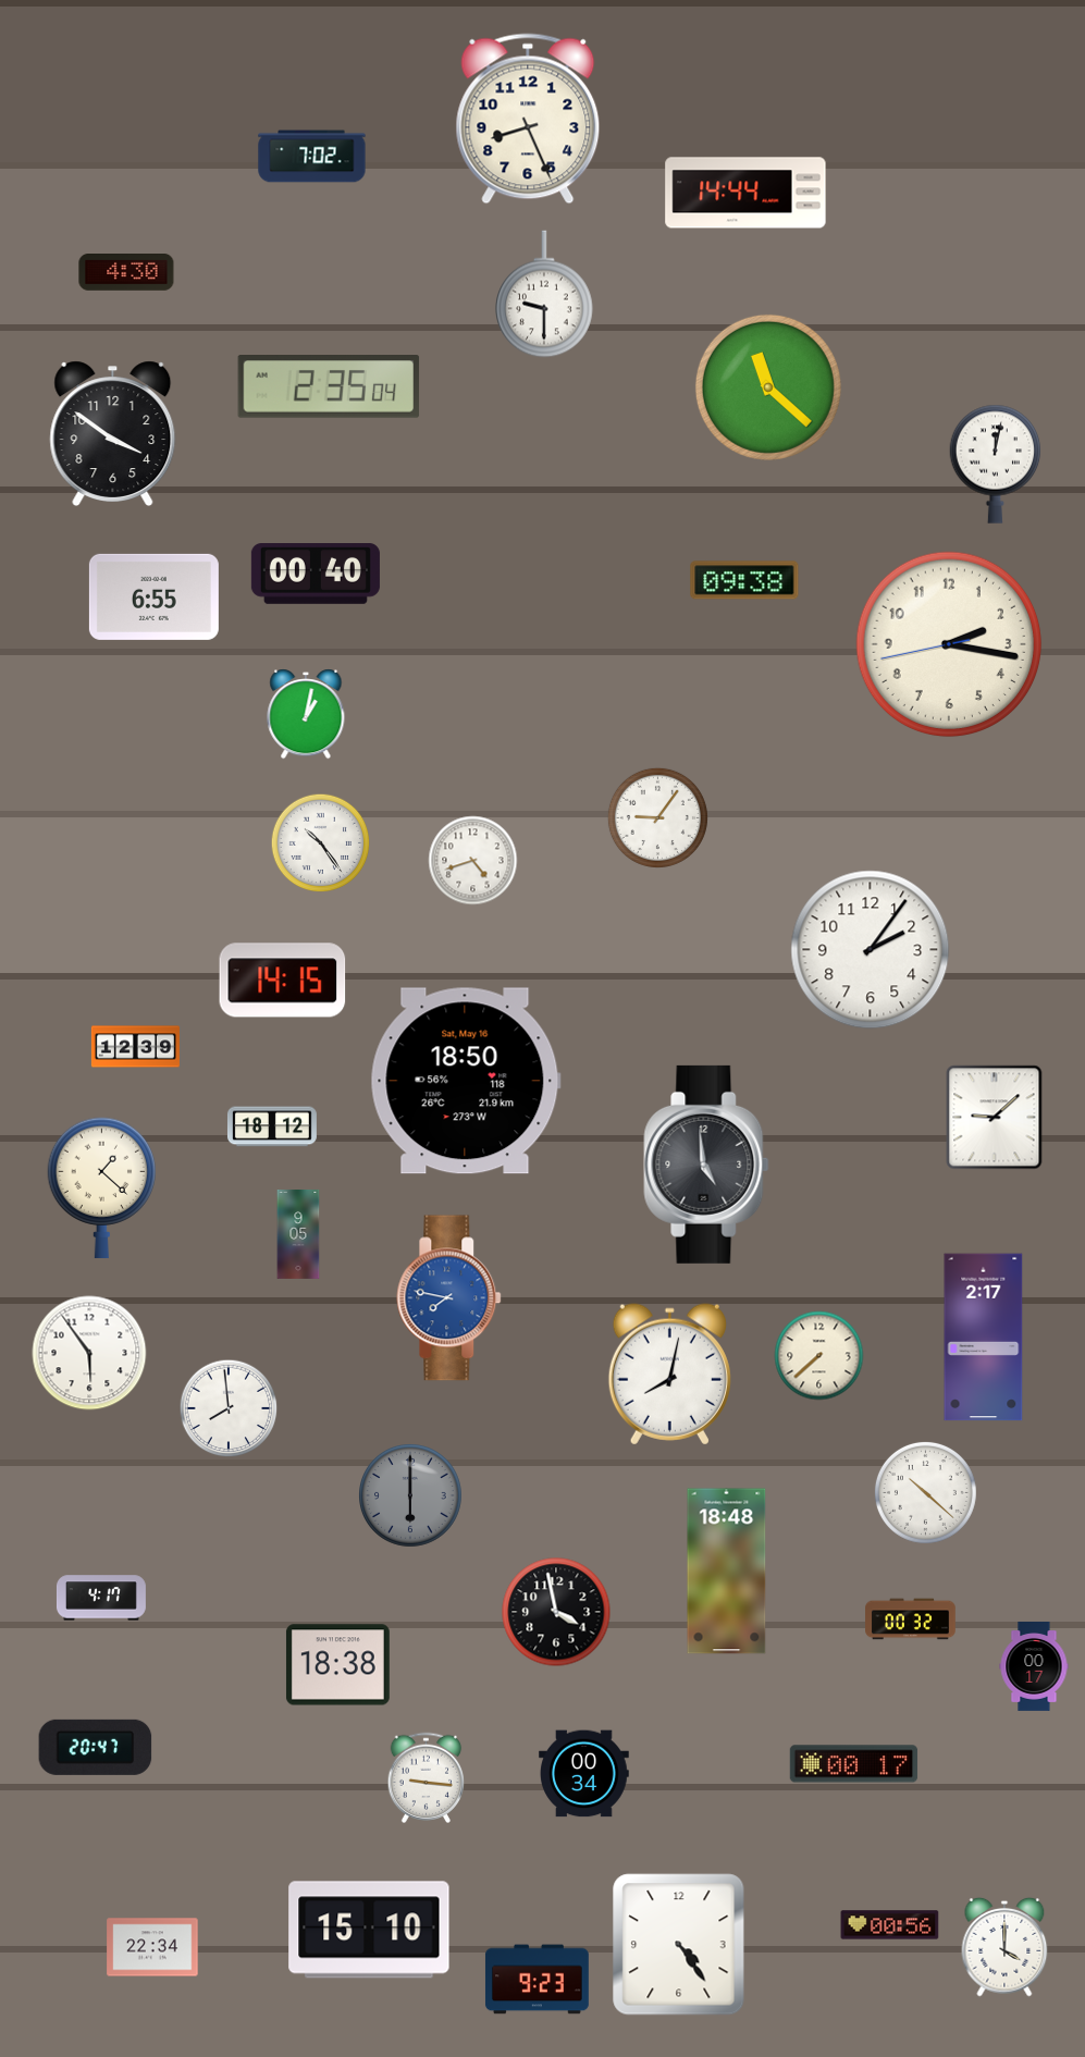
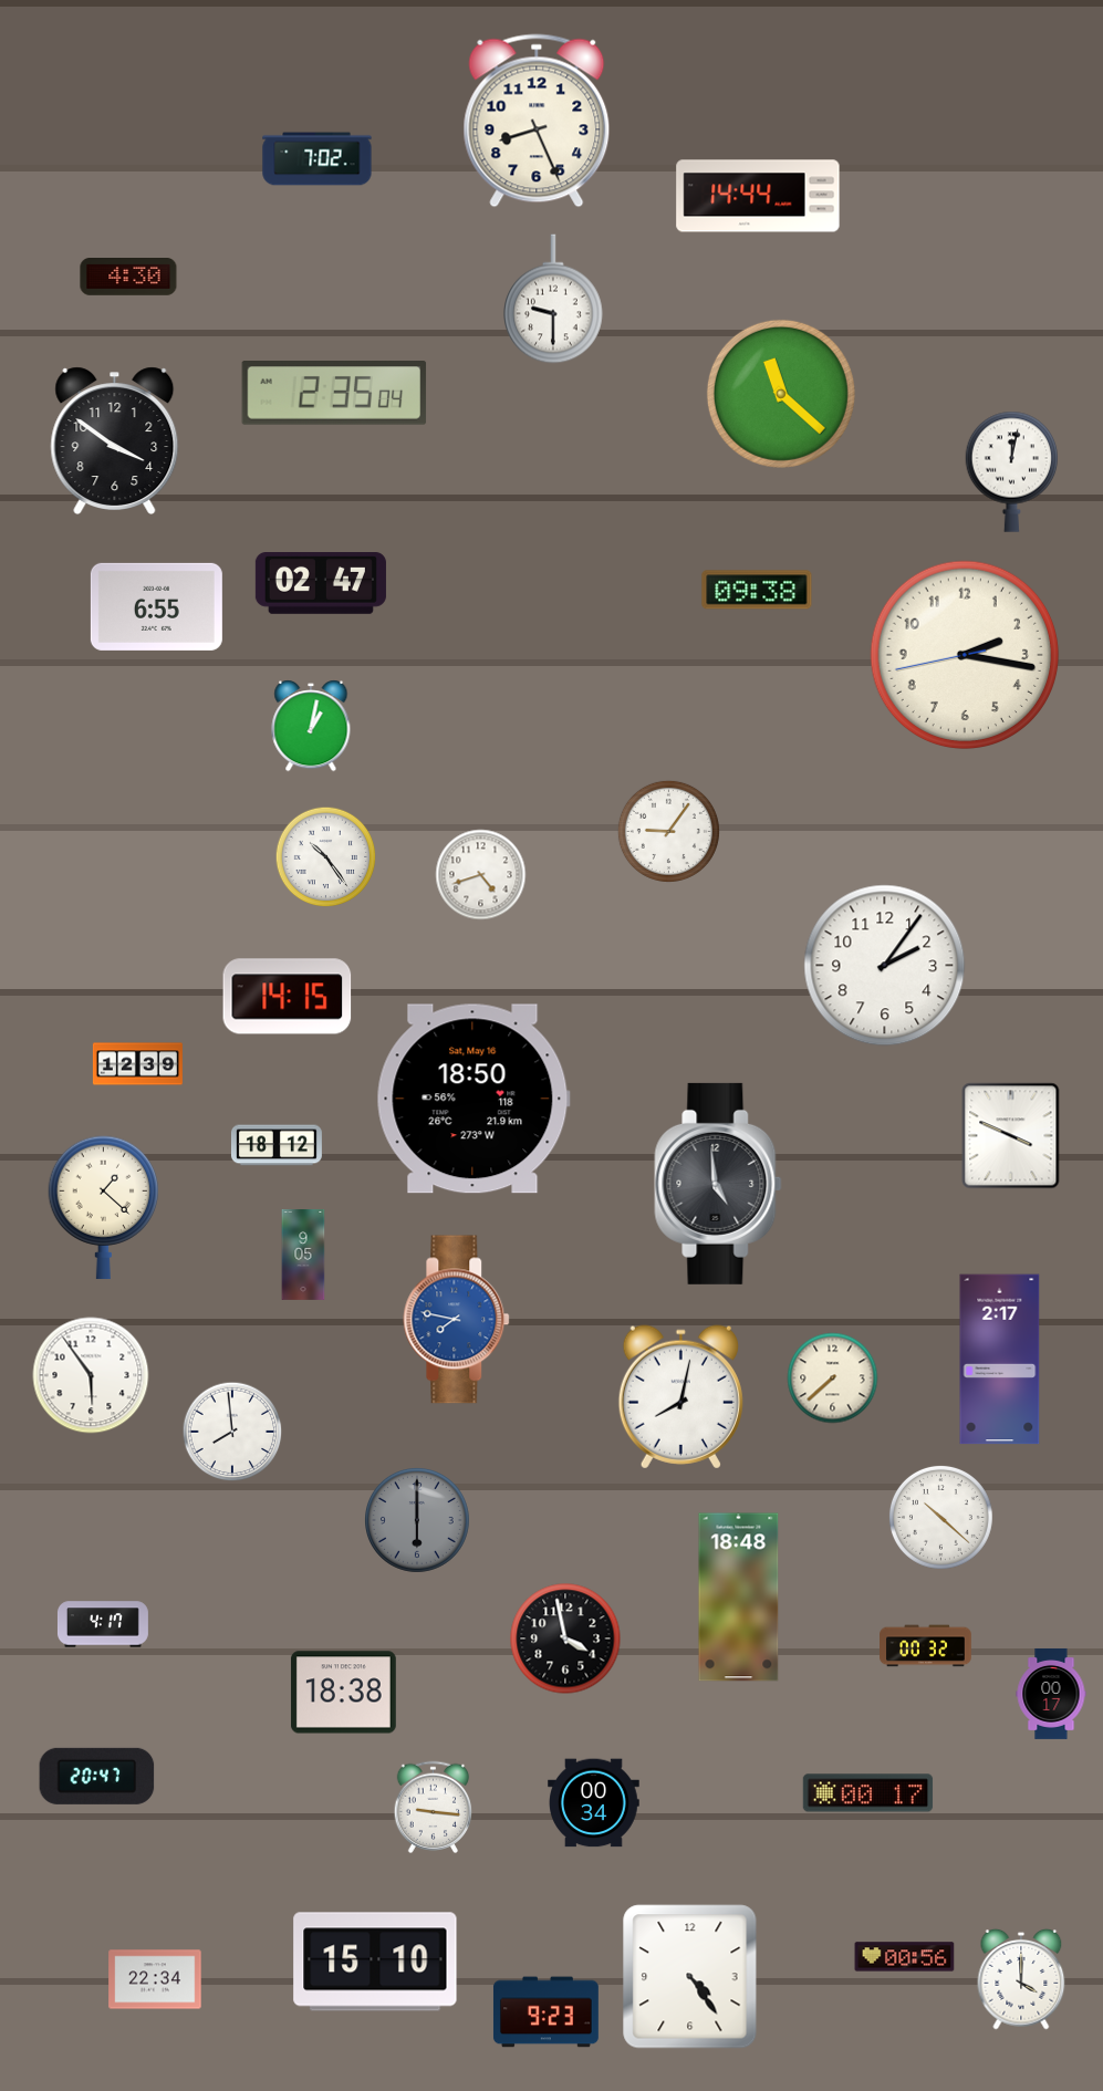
clock at (316, 575): 00:40 -> 02:47
clock at (995, 1118): 9:08 -> 3:49
